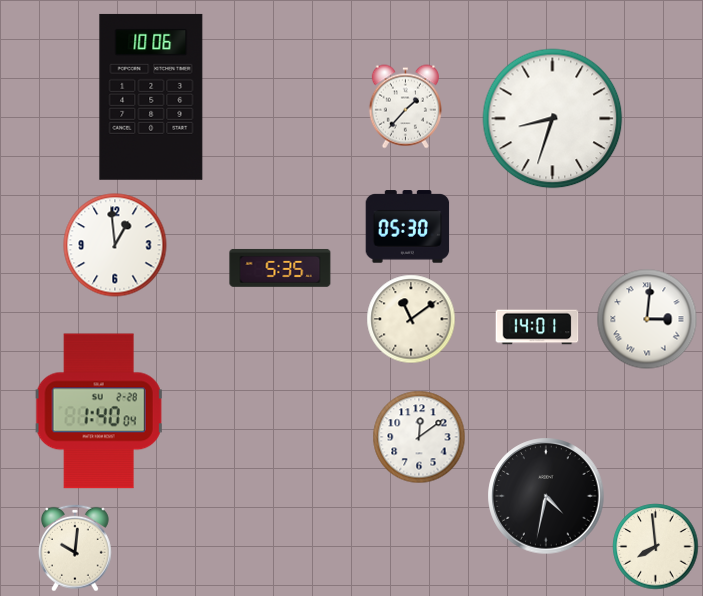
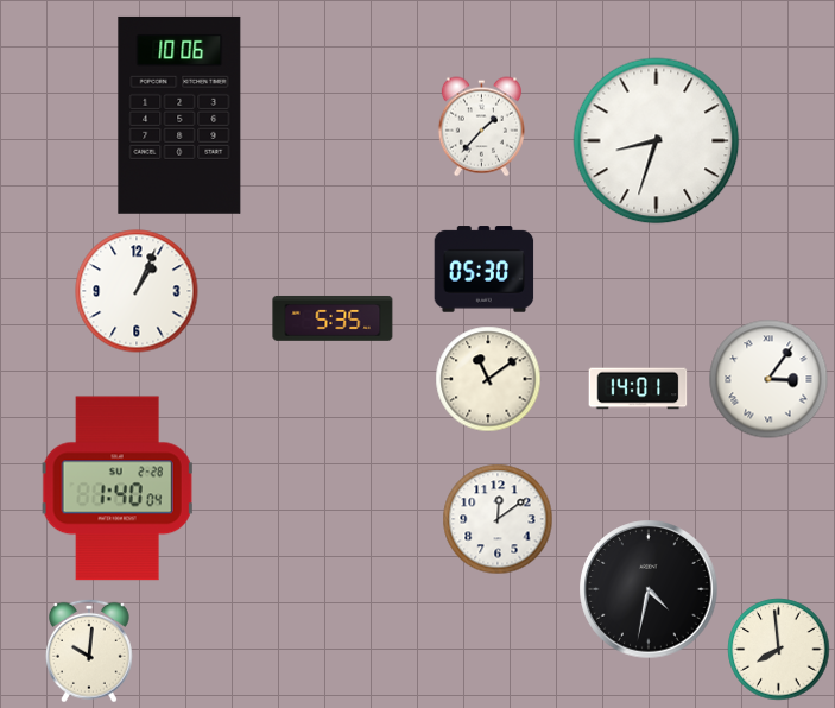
clock at (115, 245): 12:59 -> 1:04
clock at (647, 319): 3:01 -> 3:06
